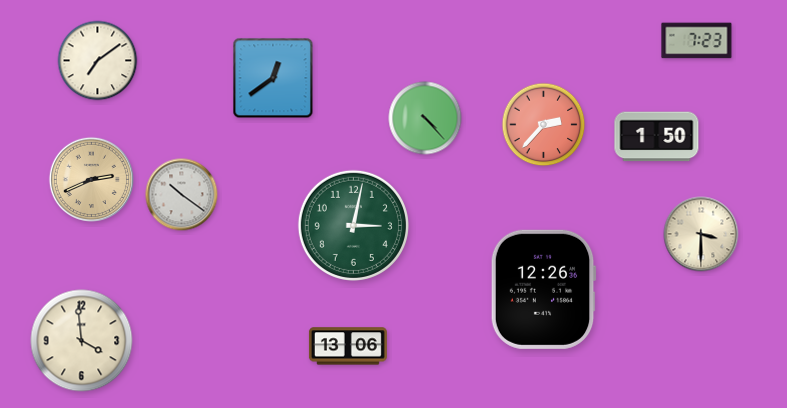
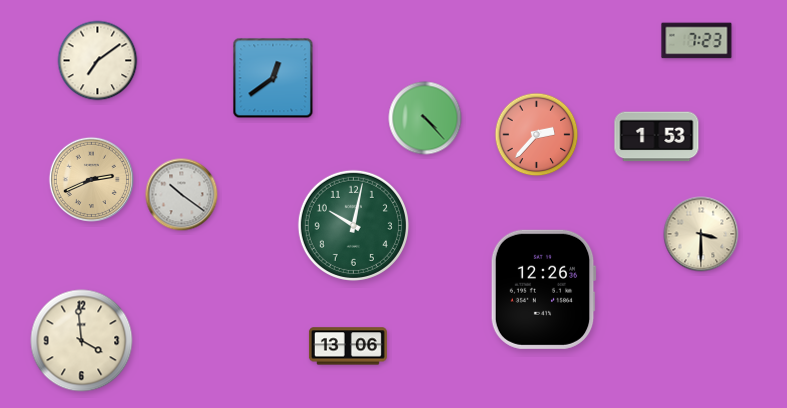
clock at (544, 125) position: (544, 125) -> (537, 135)
clock at (657, 137): 1:50 -> 1:53
clock at (353, 225): 3:02 -> 10:02
